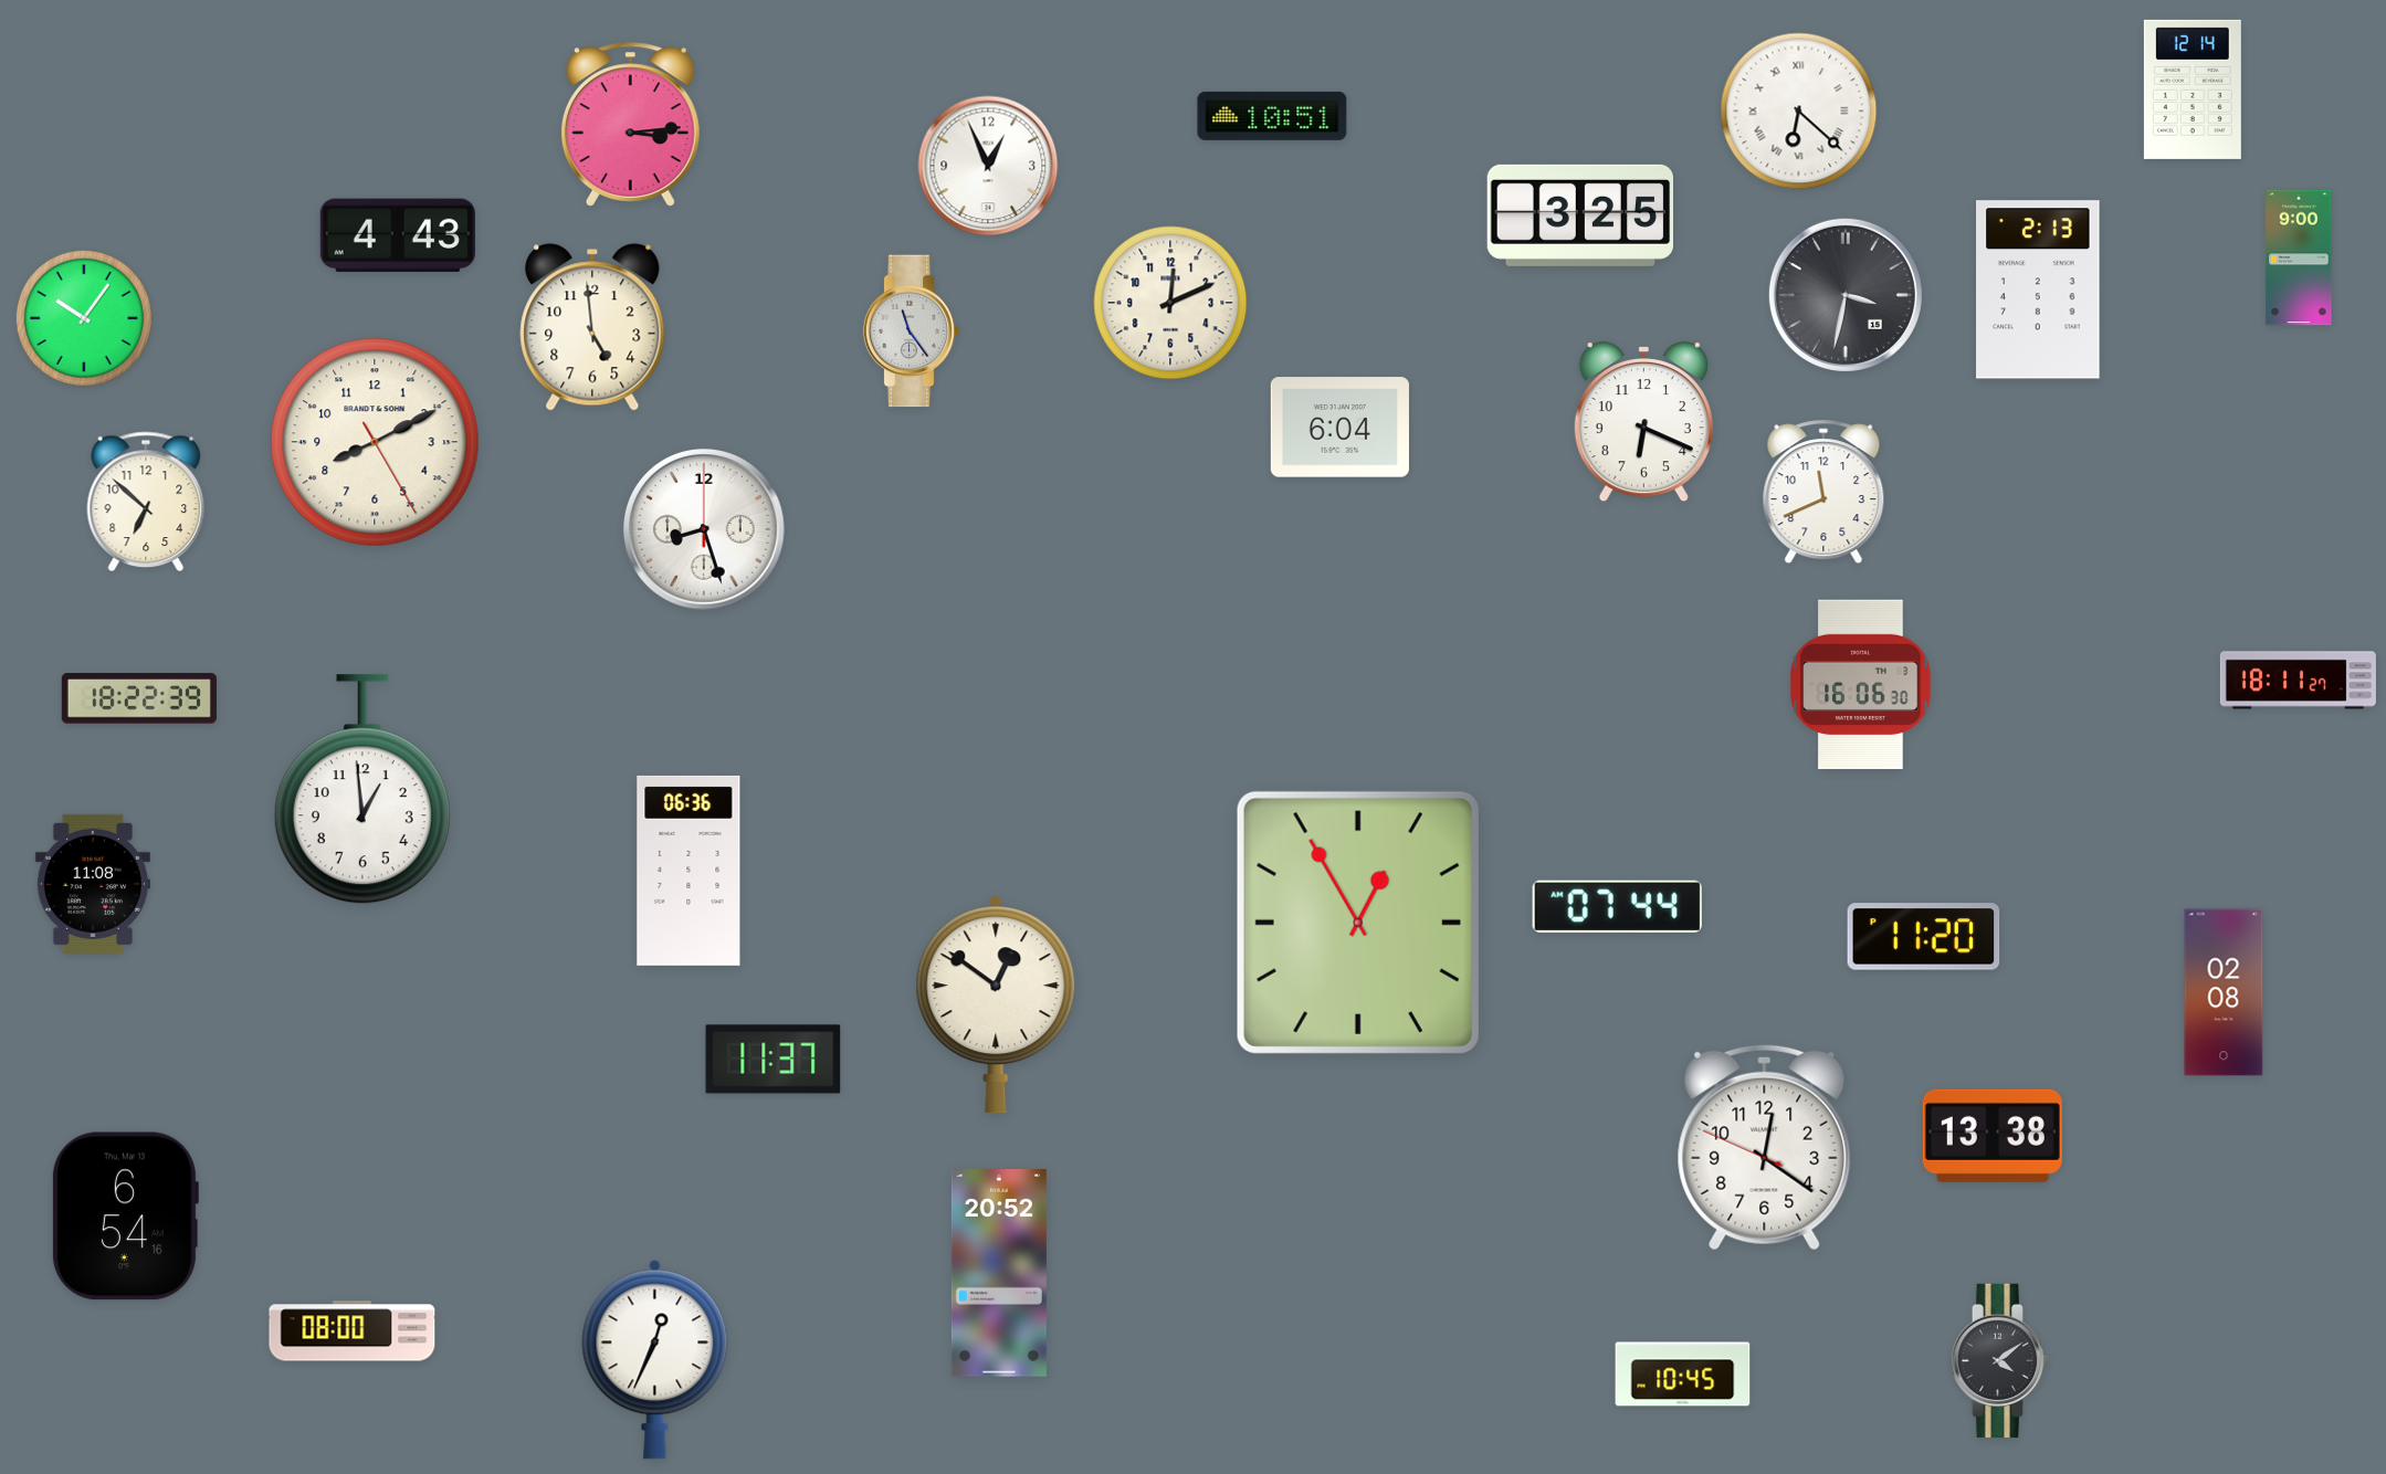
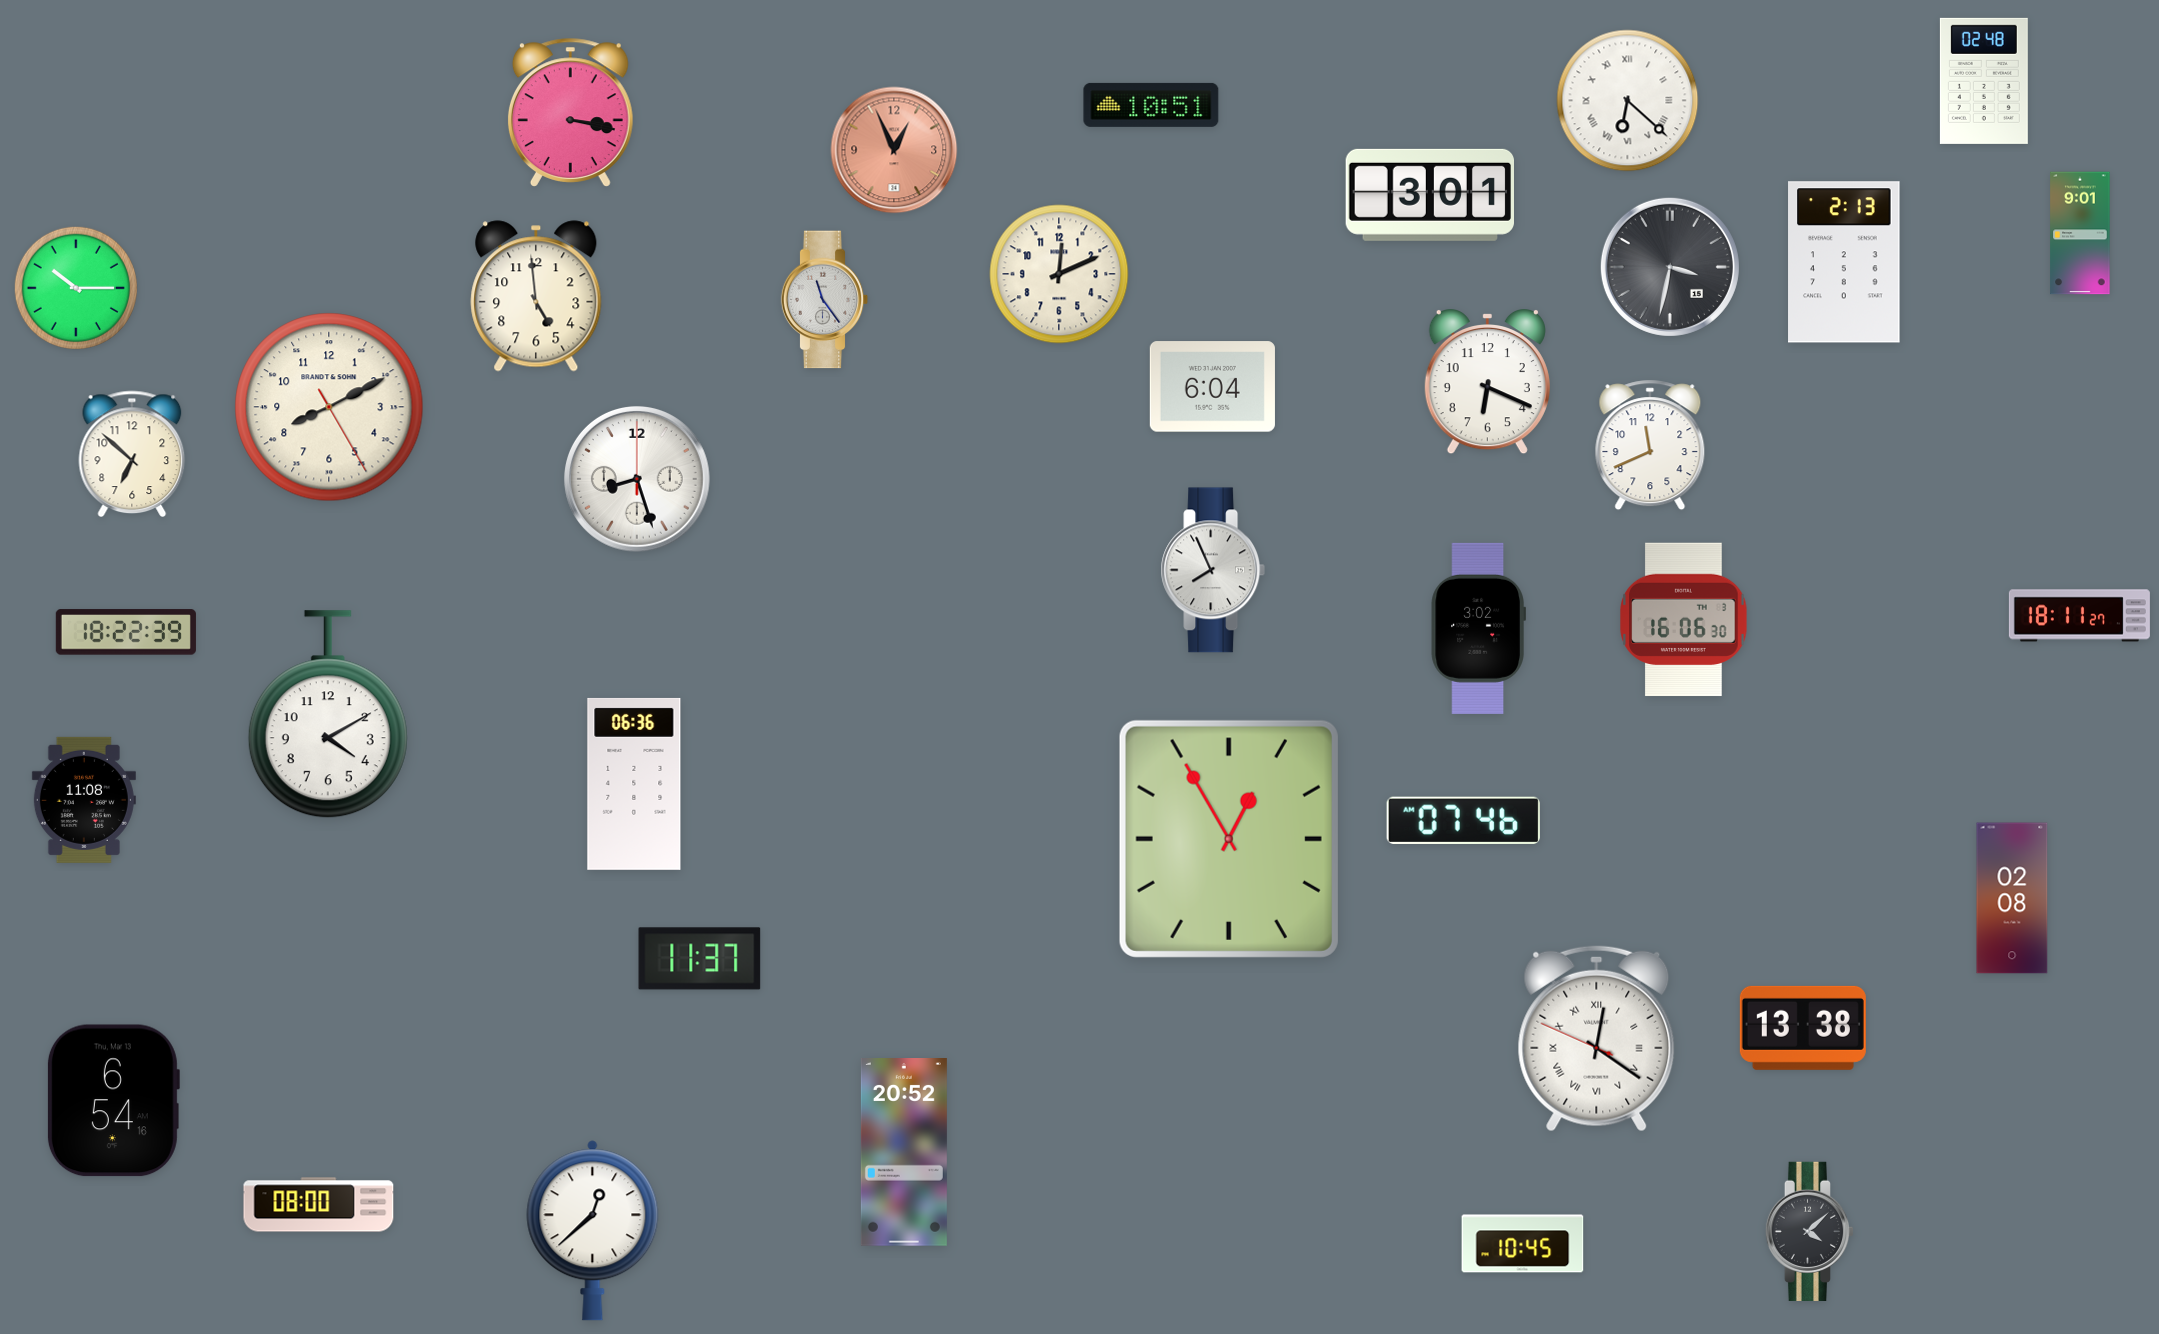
clock at (2193, 90): 12:14 -> 02:48
clock at (630, 124): 3:14 -> 3:17
clock at (988, 166) dial: white -> salmon
clock at (1579, 215): 3:25 -> 3:01
clock at (398, 235): 4:43 -> none
clock at (2299, 257): 9:00 -> 9:01
clock at (84, 318): 10:06 -> 10:15
clock at (375, 442) position: (375, 442) -> (329, 407)
clock at (1213, 570): none -> 7:56
clock at (1478, 628): none -> 3:02
clock at (362, 790): 12:59 -> 4:10
clock at (689, 871) position: (689, 871) -> (634, 784)
clock at (1617, 906): 07:44 -> 07:46
clock at (1358, 923) position: (1358, 923) -> (1229, 839)
clock at (1924, 937): 11:20 -> none
clock at (996, 1004): 12:51 -> none
clock at (1765, 1147) numerals: Arabic -> Roman
clock at (655, 1360): 12:34 -> 12:38
clock at (2000, 1360): 4:09 -> 4:08
